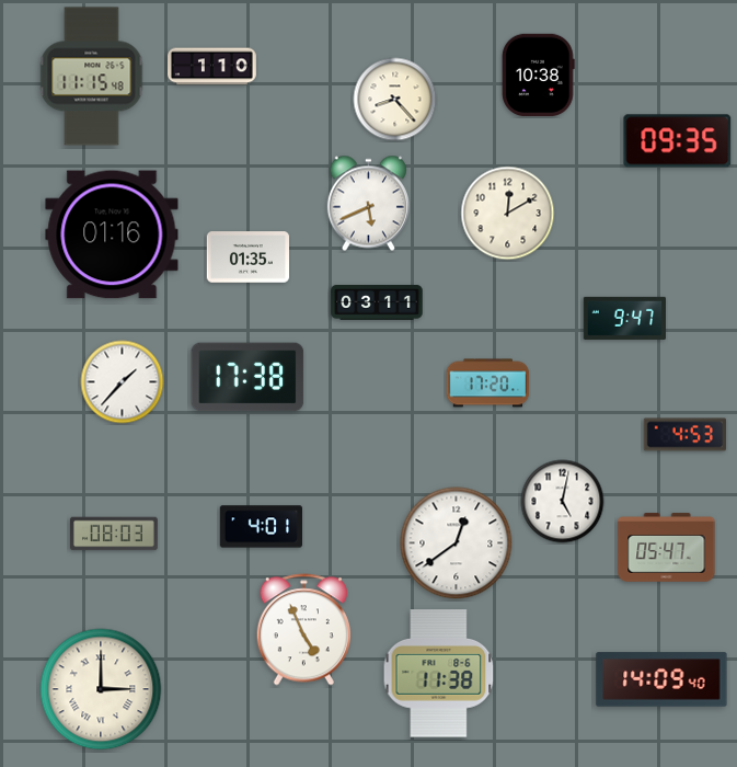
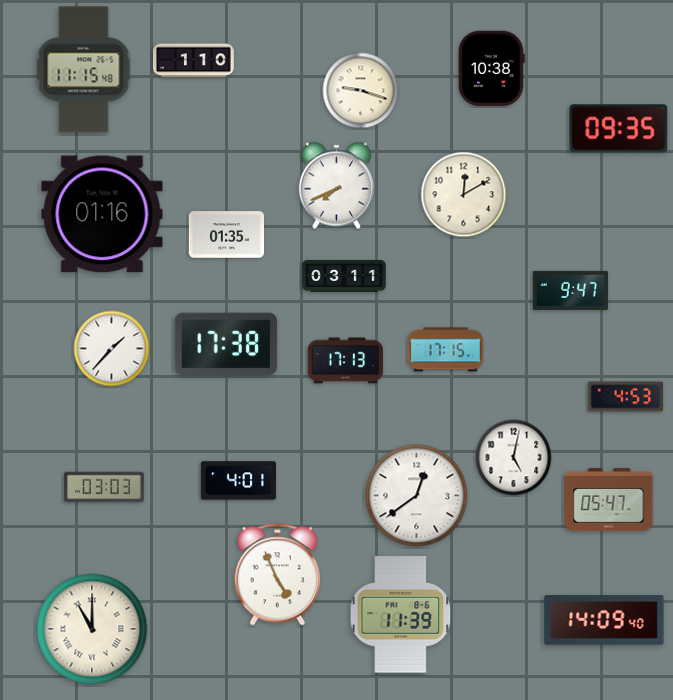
clock at (395, 100): 8:23 -> 9:18
clock at (368, 204): 5:41 -> 7:41
clock at (488, 383): 17:20 -> 17:15
clock at (346, 361): none -> 17:13
clock at (114, 534): 08:03 -> 03:03
clock at (439, 674): 11:38 -> 11:39
clock at (101, 689): 3:00 -> 11:00
